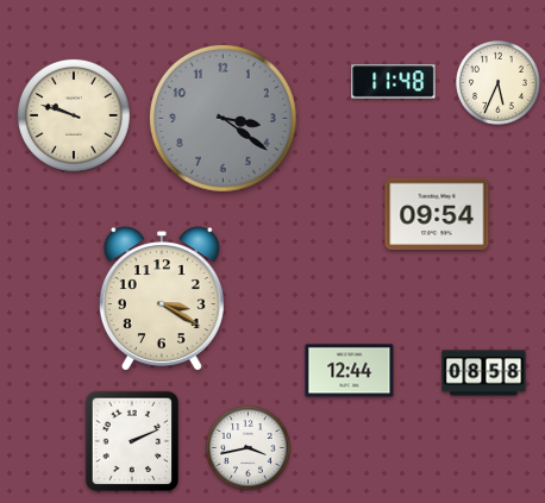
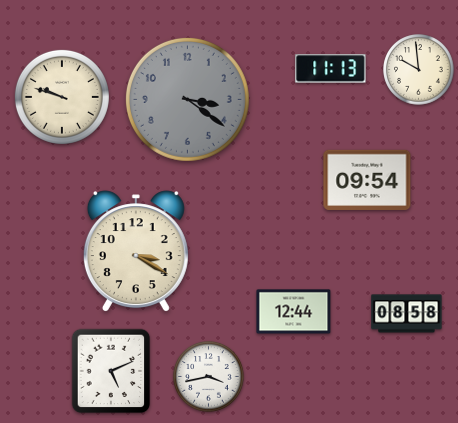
clock at (394, 82): 11:48 -> 11:13
clock at (499, 83): 5:34 -> 9:59
clock at (132, 441): 2:11 -> 5:11
